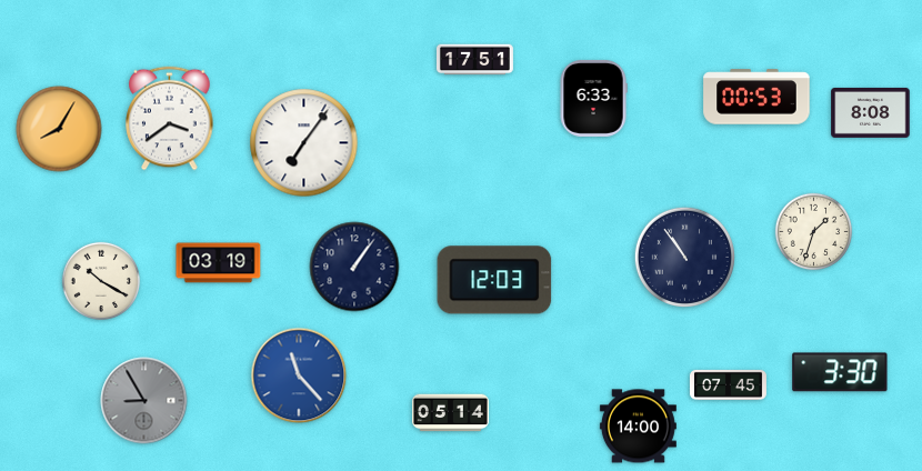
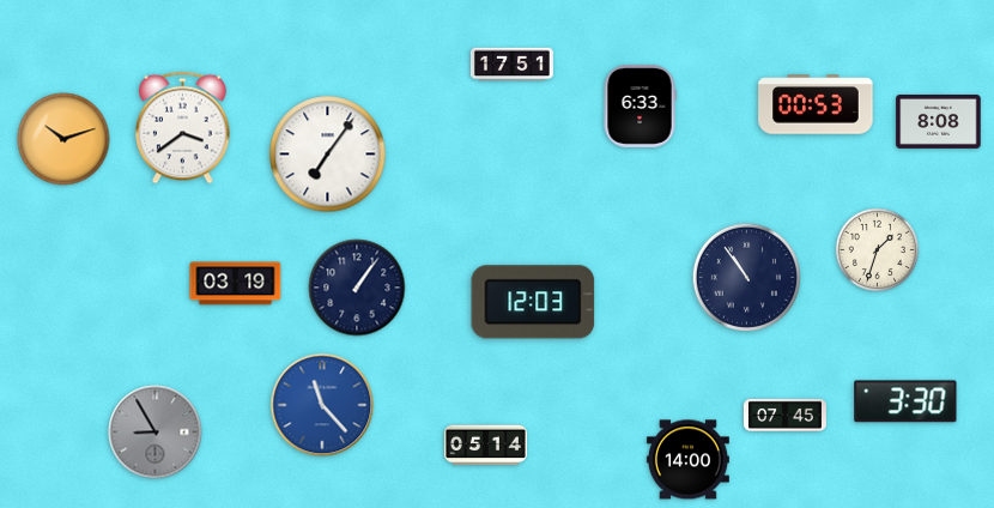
clock at (59, 129): 8:05 -> 10:12
clock at (684, 257) position: (684, 257) -> (746, 277)
clock at (354, 267) position: (354, 267) -> (357, 288)
clock at (100, 280): 10:20 -> none
